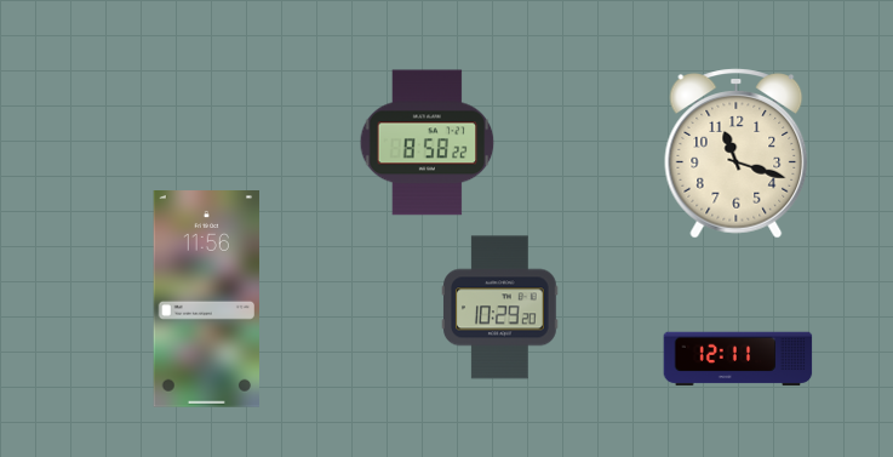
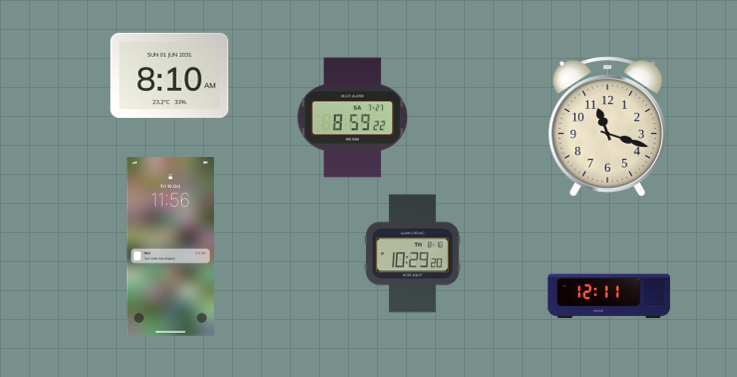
clock at (170, 75): none -> 8:10
clock at (428, 143): 8:58 -> 8:59
